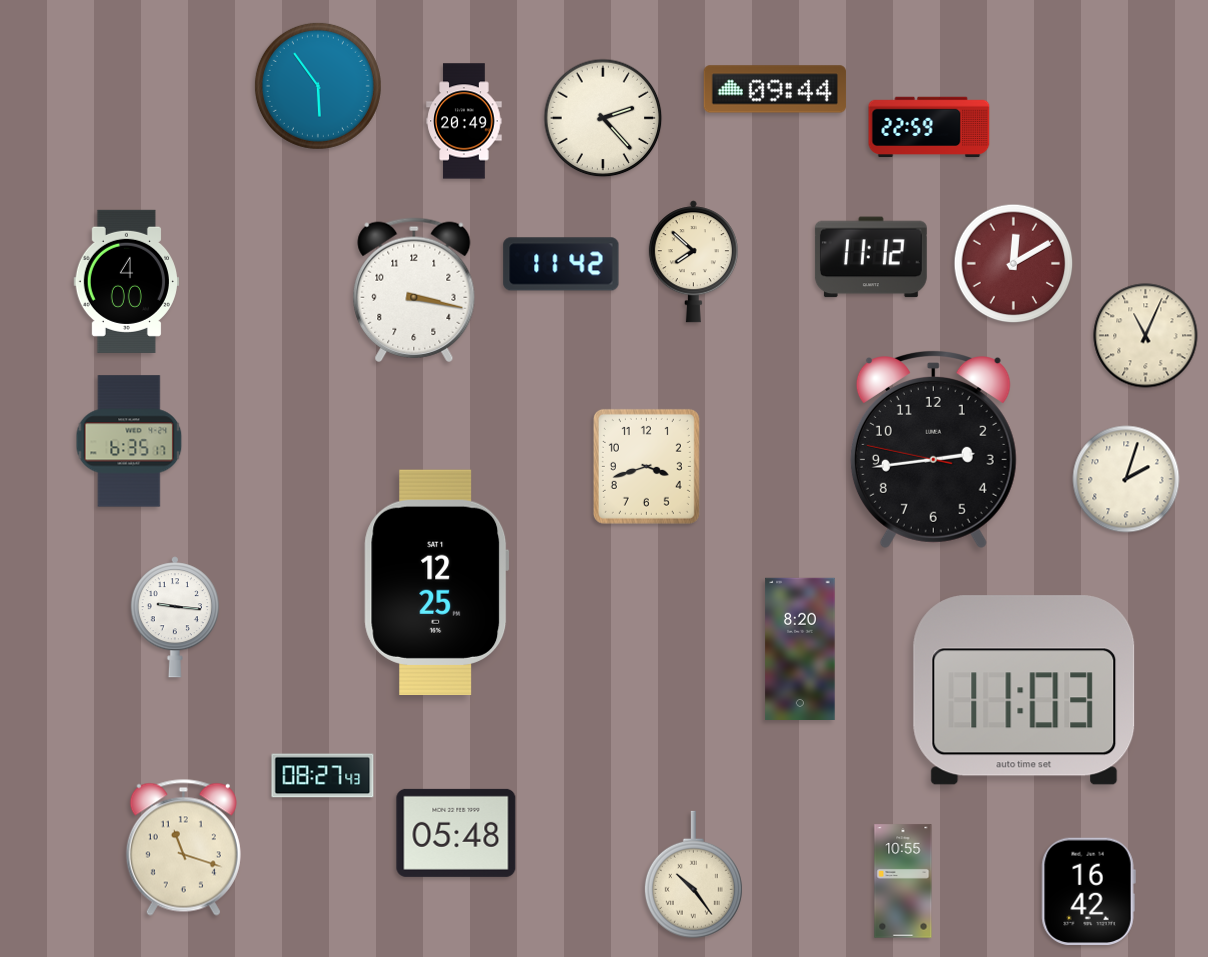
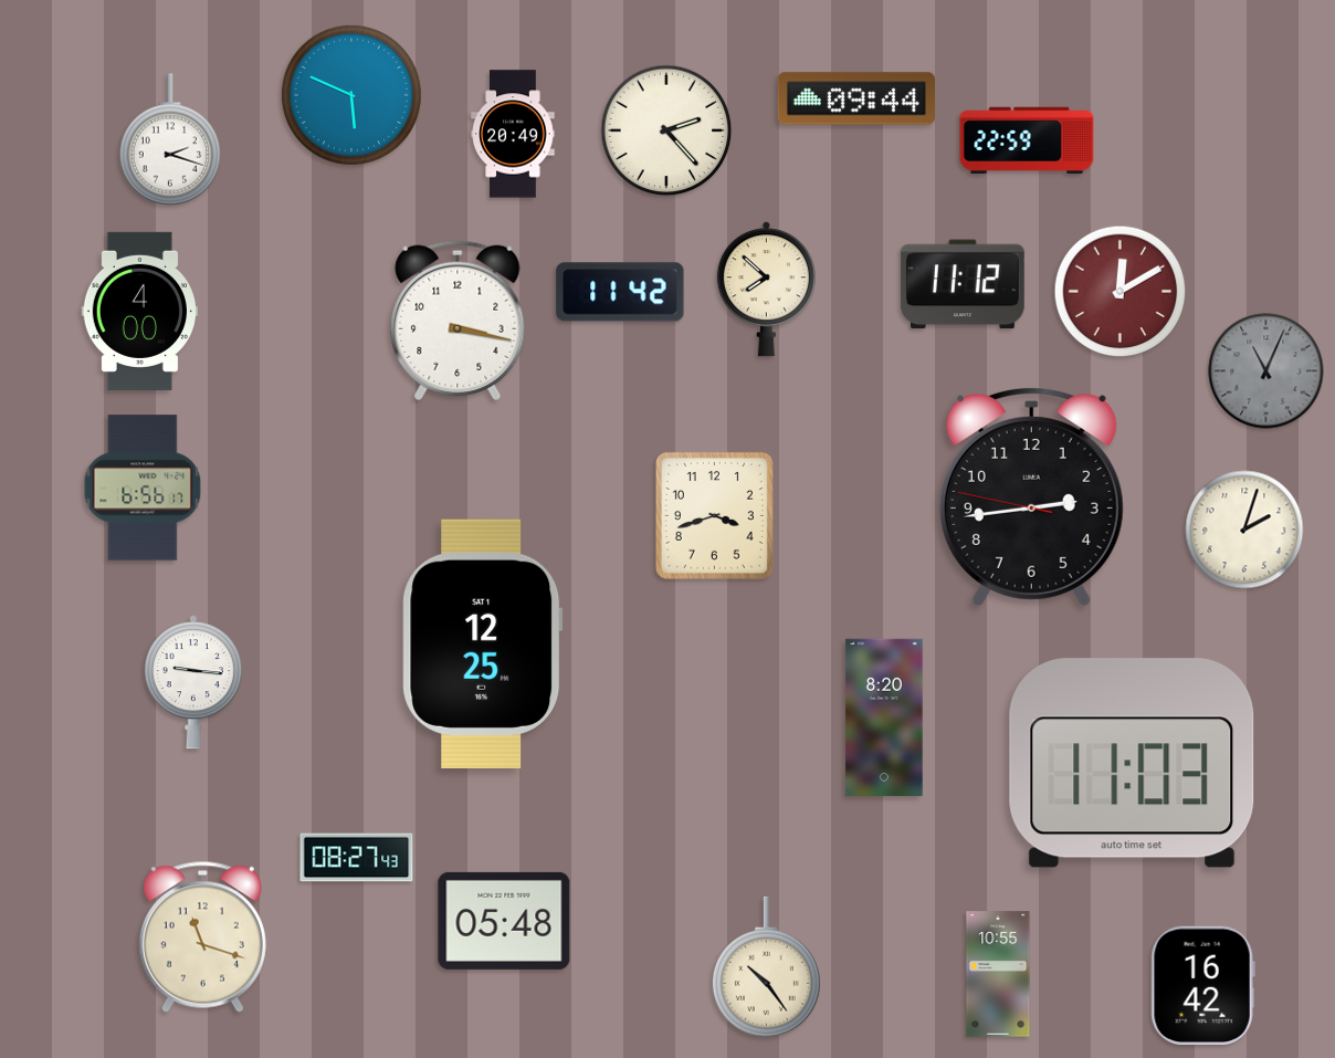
clock at (318, 86): 5:54 -> 5:49
clock at (169, 139): none -> 2:18
clock at (1146, 336) dial: cream -> grey
clock at (129, 441): 6:35 -> 6:56
